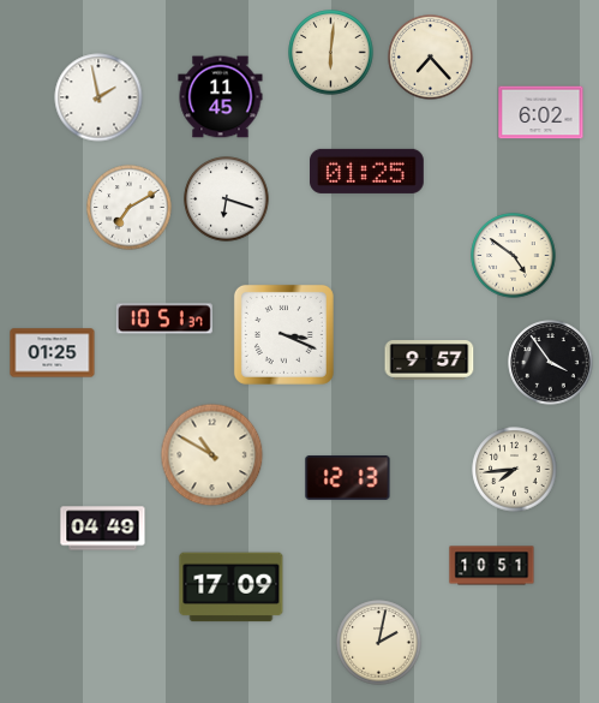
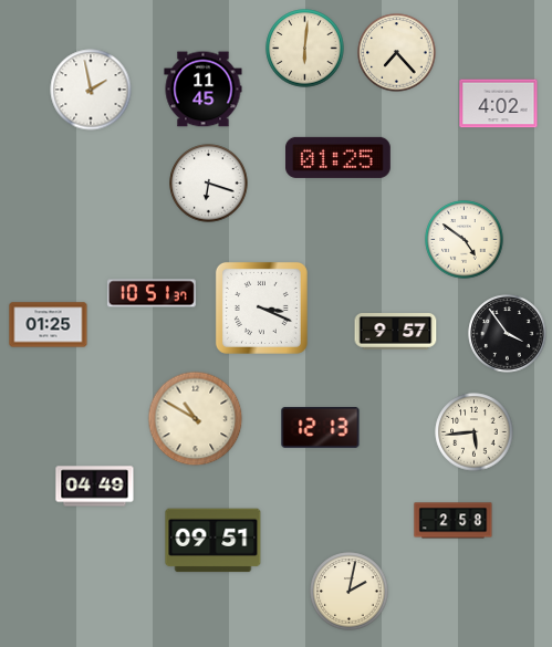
clock at (541, 113): 6:02 -> 4:02
clock at (130, 208): 7:10 -> none
clock at (514, 256) position: (514, 256) -> (465, 240)
clock at (515, 470): 7:44 -> 5:44
clock at (348, 477) position: (348, 477) -> (321, 427)
clock at (492, 566): 10:51 -> 2:58
clock at (232, 588): 17:09 -> 09:51
